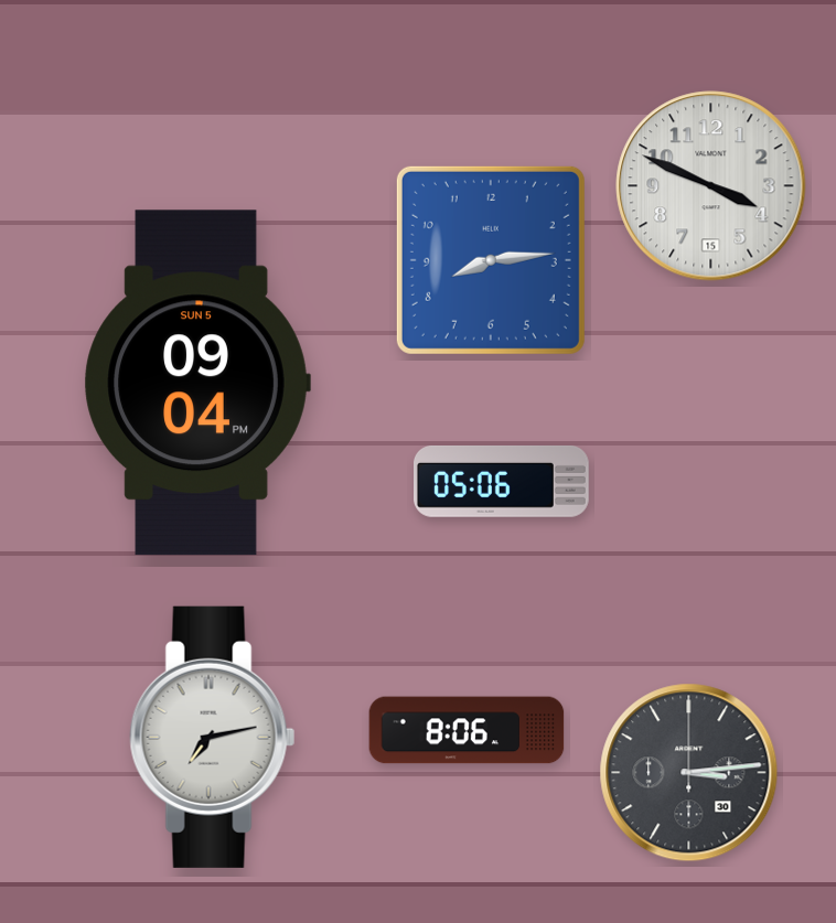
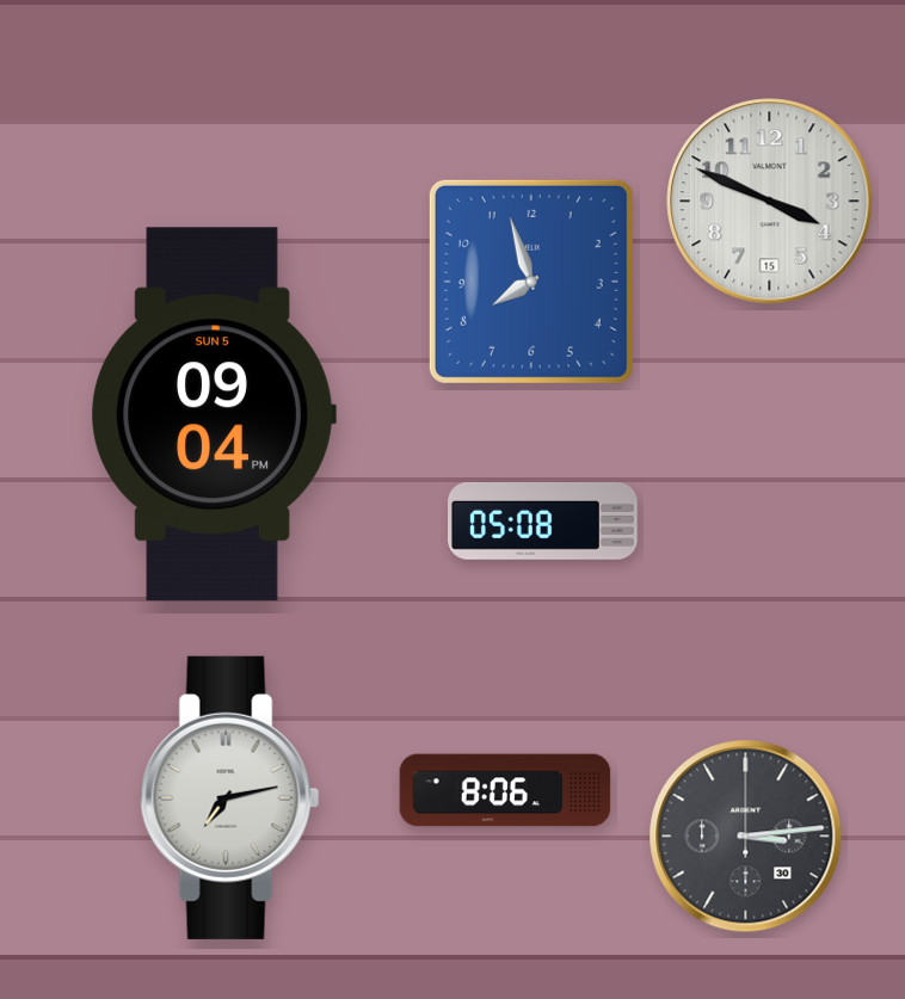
clock at (491, 260): 8:14 -> 7:57
clock at (502, 481): 05:06 -> 05:08
